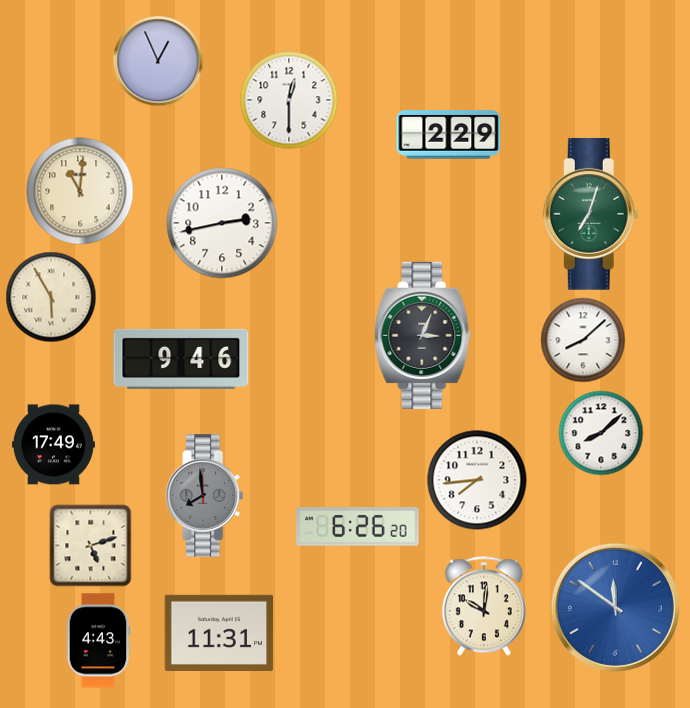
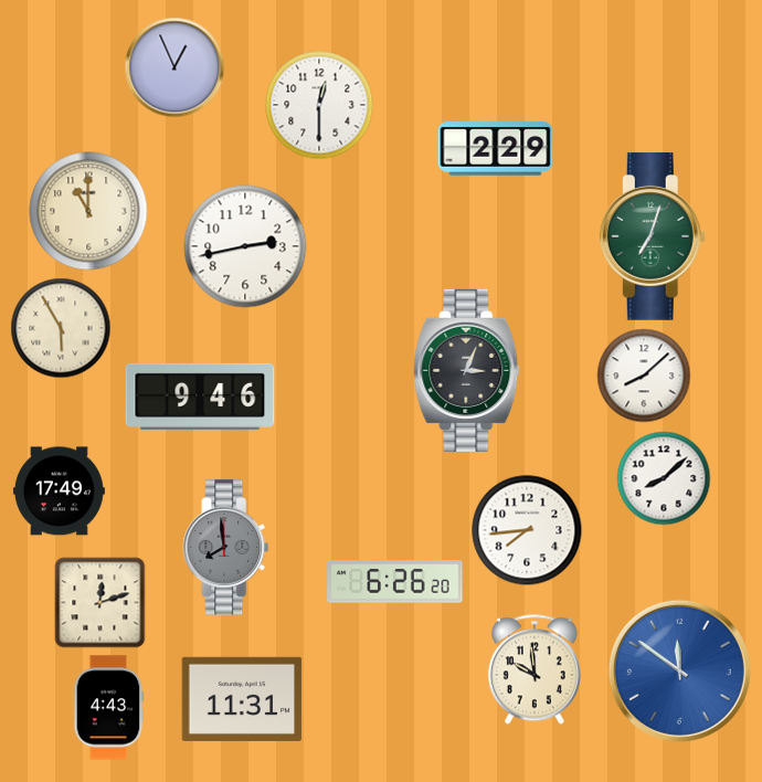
clock at (289, 100) position: (289, 100) -> (319, 105)
clock at (80, 191): 11:01 -> 11:00
clock at (51, 297) position: (51, 297) -> (61, 328)
clock at (91, 546): 5:12 -> 12:12
clock at (484, 606): 10:01 -> 9:59
